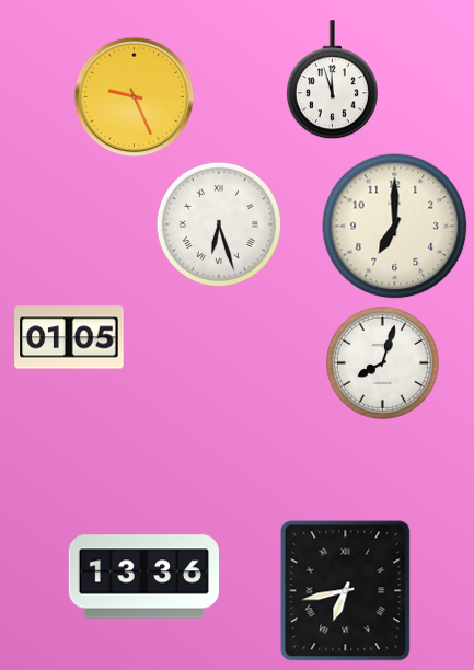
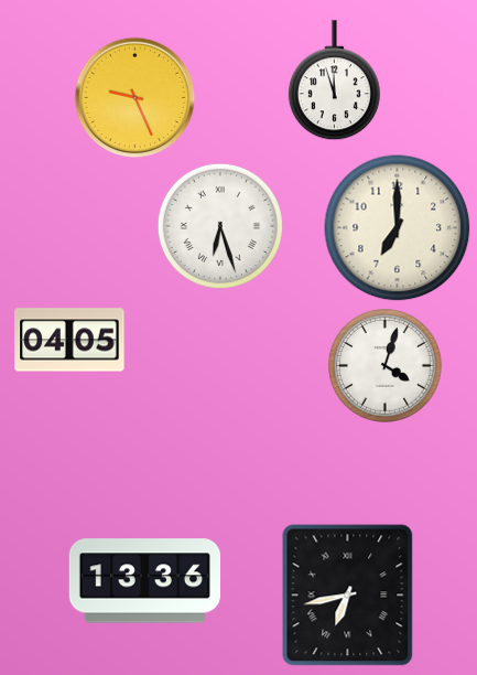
clock at (69, 337): 01:05 -> 04:05
clock at (383, 363): 8:03 -> 4:03
